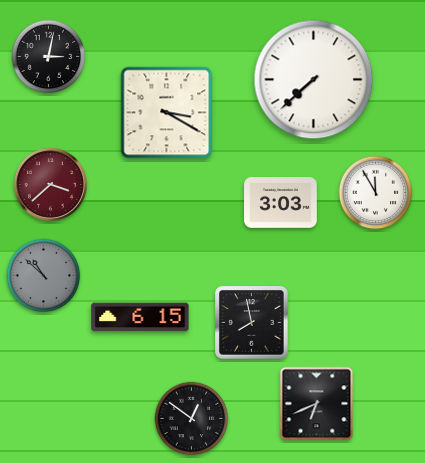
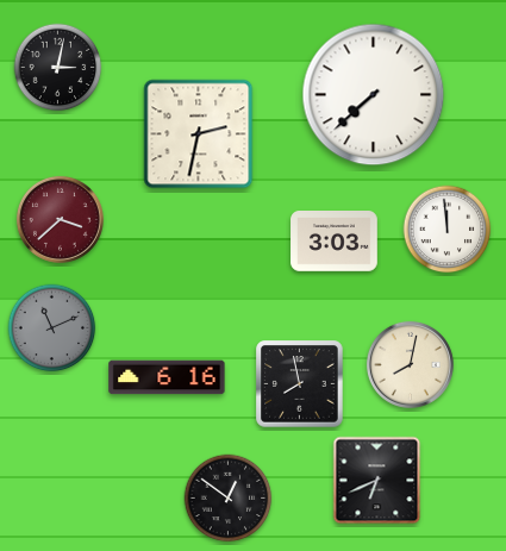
clock at (167, 113): 3:20 -> 2:32
clock at (376, 193): 11:55 -> 11:59
clock at (44, 276): 10:52 -> 11:11
clock at (410, 364): none -> 8:02
clock at (140, 317): 6:15 -> 6:16
